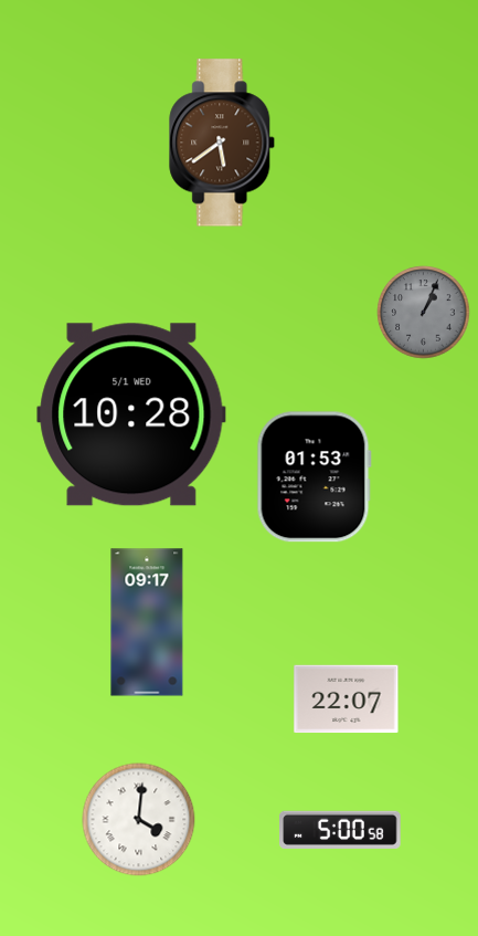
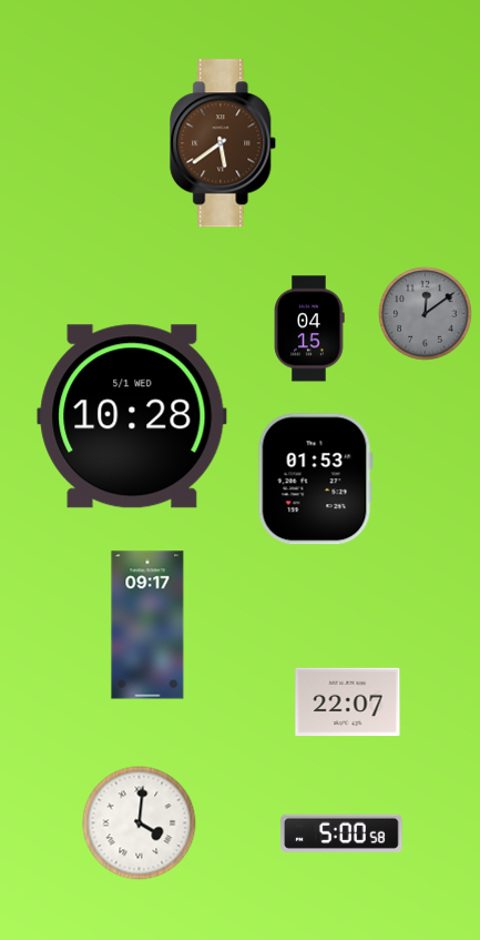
clock at (424, 313): 1:04 -> 12:09
clock at (309, 329): none -> 04:15
